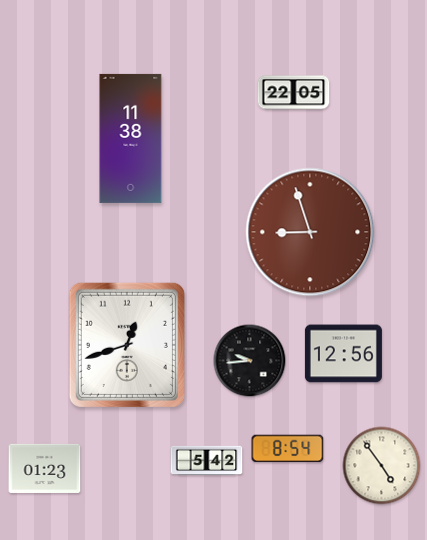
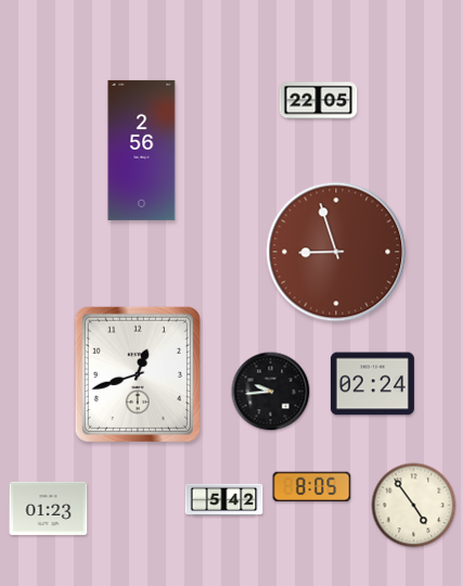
clock at (131, 138): 11:38 -> 2:56
clock at (343, 354): 12:56 -> 02:24
clock at (288, 449): 8:54 -> 8:05
